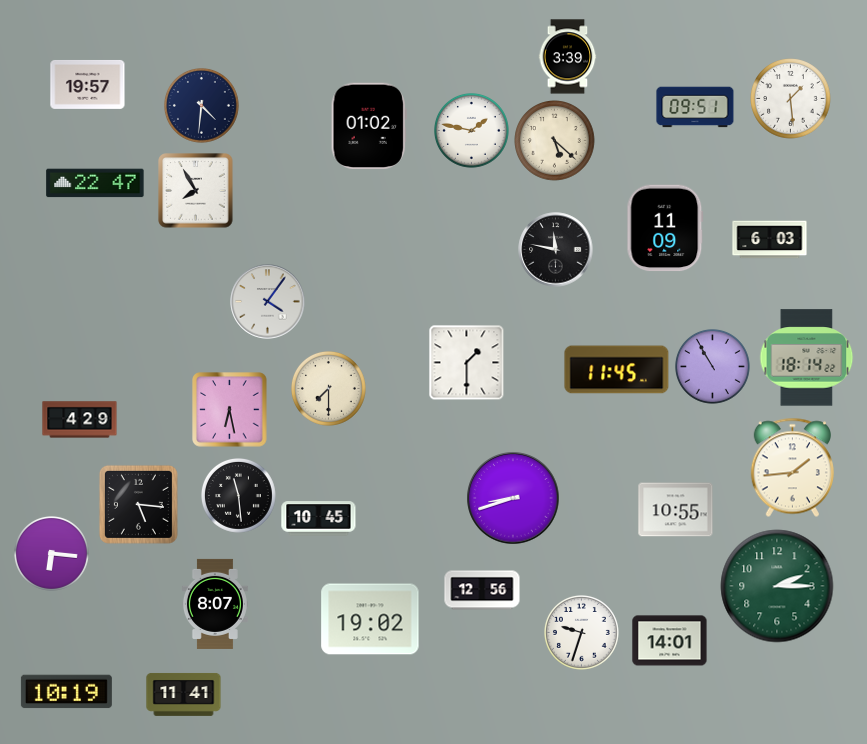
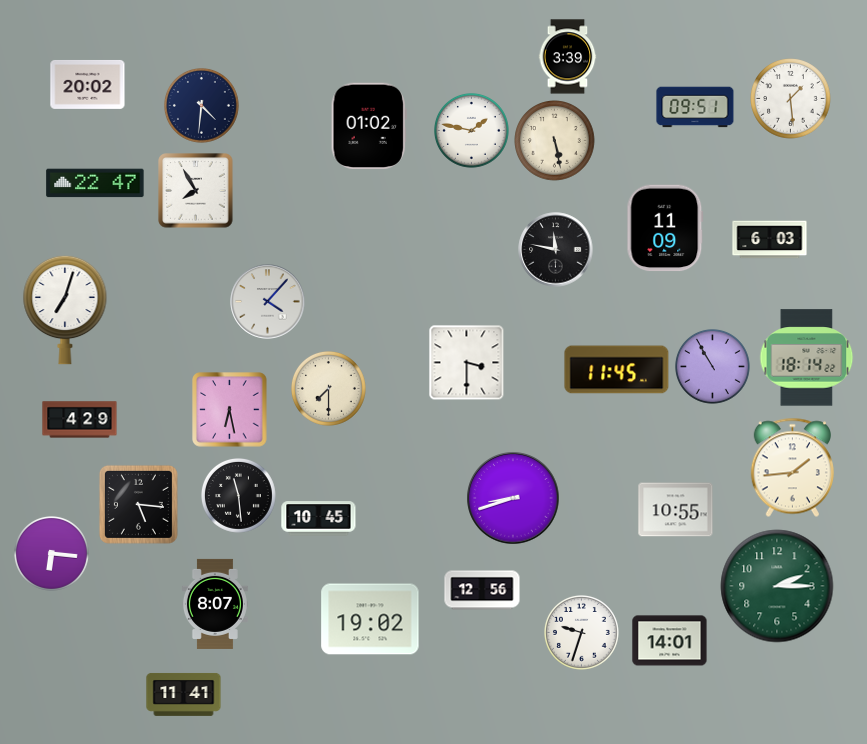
clock at (88, 84): 19:57 -> 20:02
clock at (555, 141): 5:22 -> 5:28
clock at (268, 302): 4:06 -> 4:07
clock at (65, 310): none -> 7:03
clock at (467, 363): 1:30 -> 3:30
clock at (66, 692): 10:19 -> none
